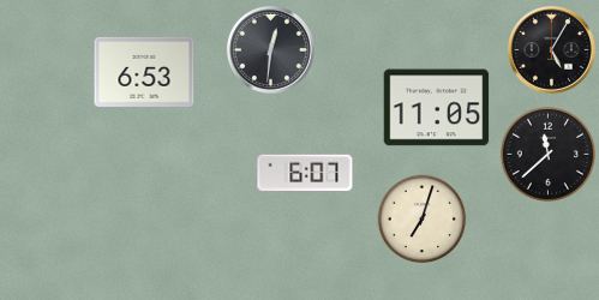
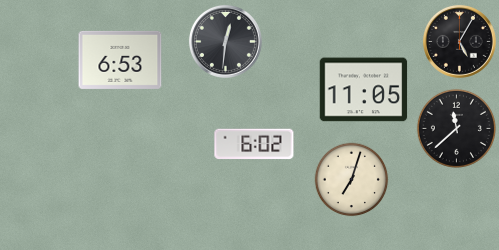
clock at (305, 173): 6:07 -> 6:02
clock at (423, 220) position: (423, 220) -> (352, 180)
